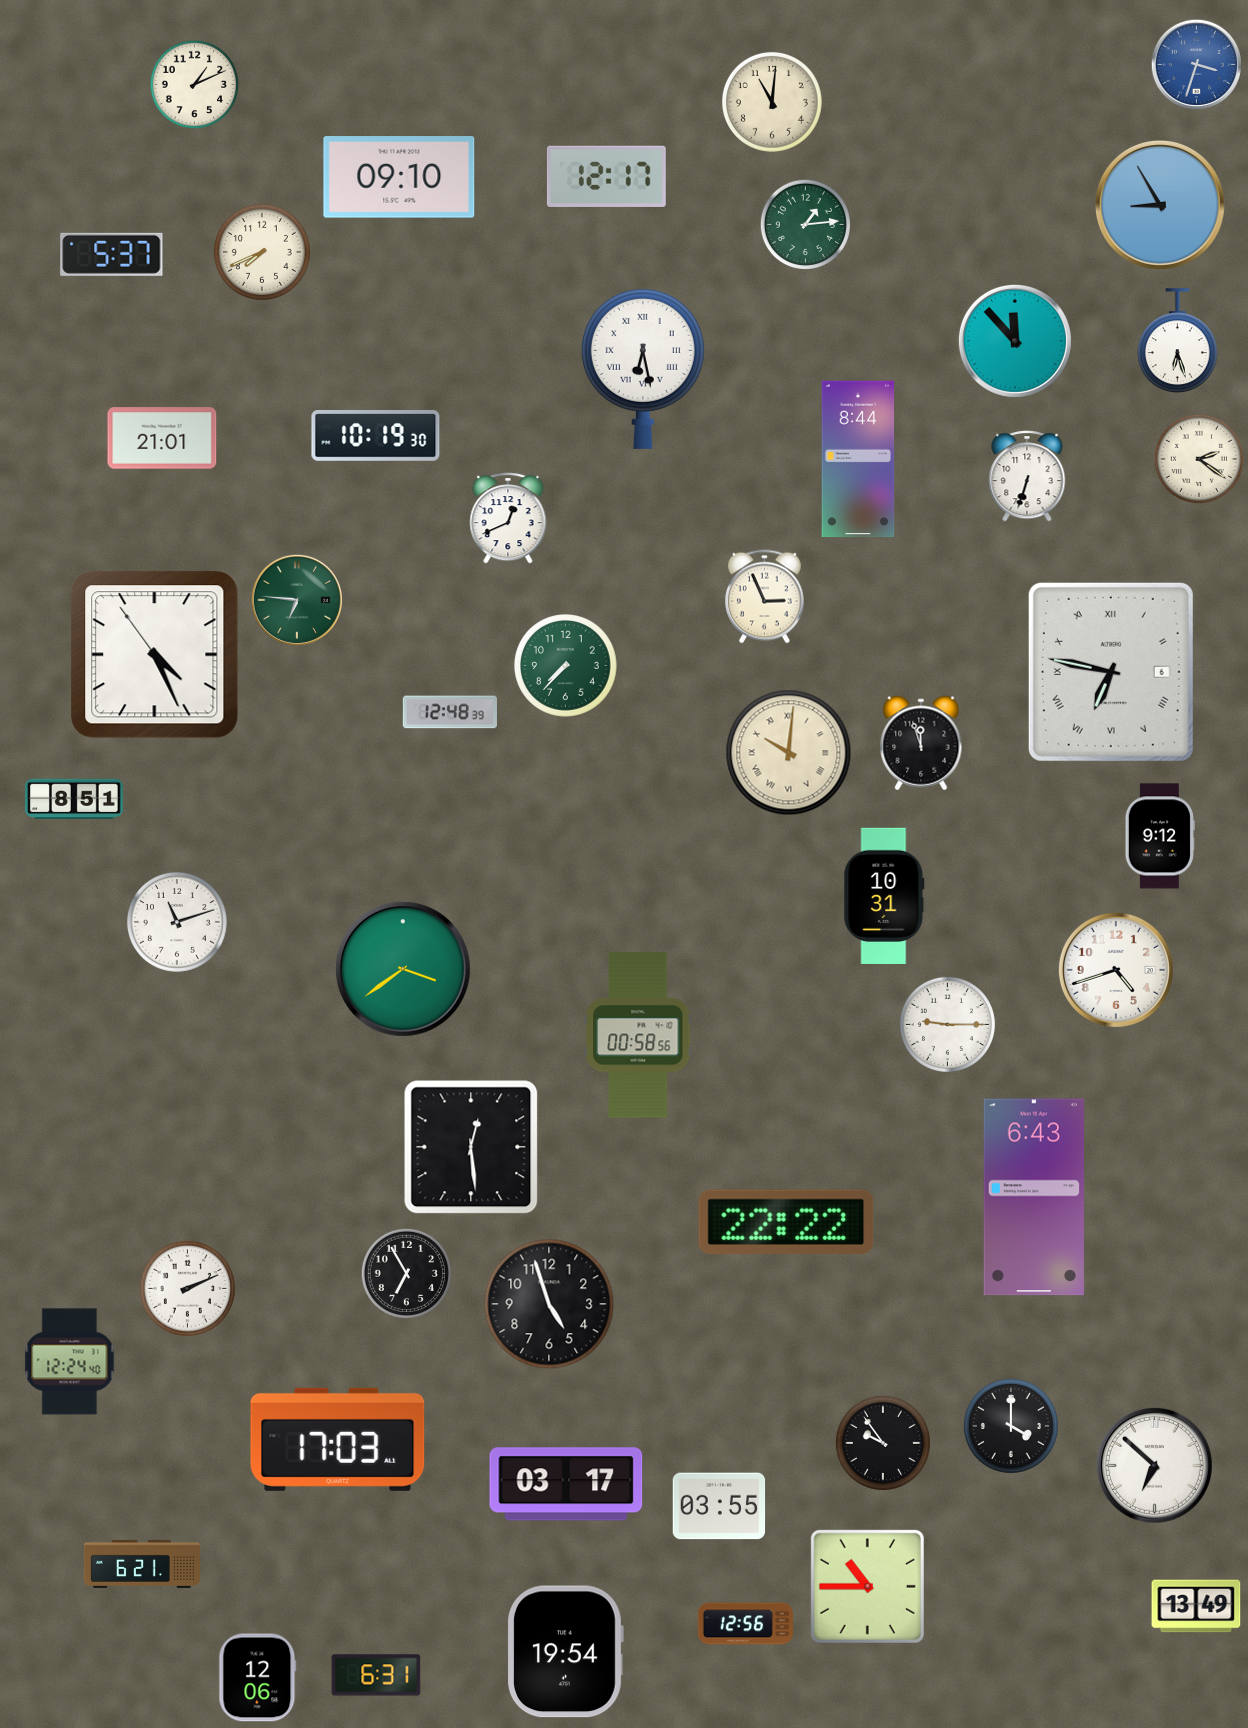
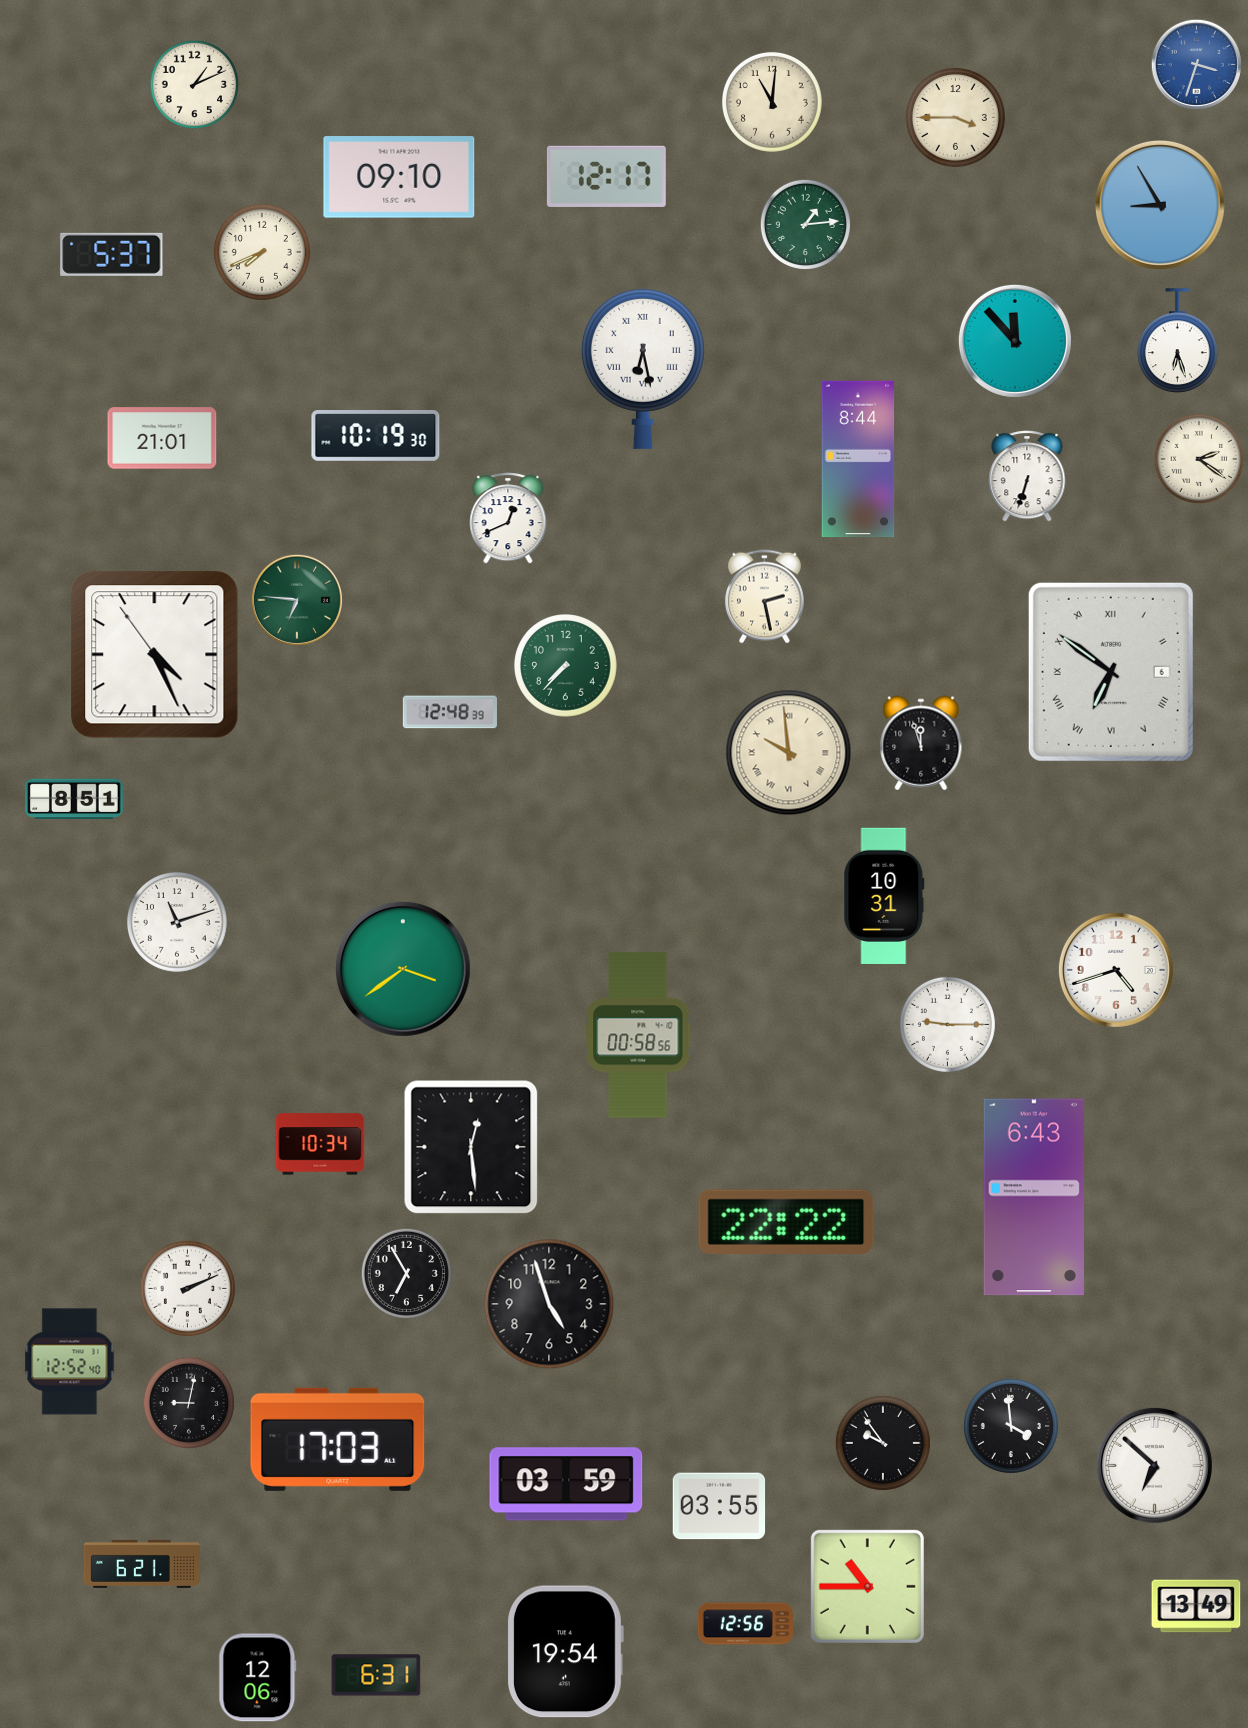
clock at (955, 117): none -> 3:45
clock at (764, 597): 2:56 -> 2:28
clock at (1111, 672): 6:47 -> 6:51
clock at (789, 753): 10:01 -> 9:59
clock at (1160, 836): 9:12 -> none
clock at (320, 1144): none -> 10:34
clock at (70, 1362): 12:24 -> 12:52
clock at (189, 1403): none -> 9:02
clock at (1011, 1426): 4:00 -> 3:59
clock at (566, 1484): 03:17 -> 03:59
